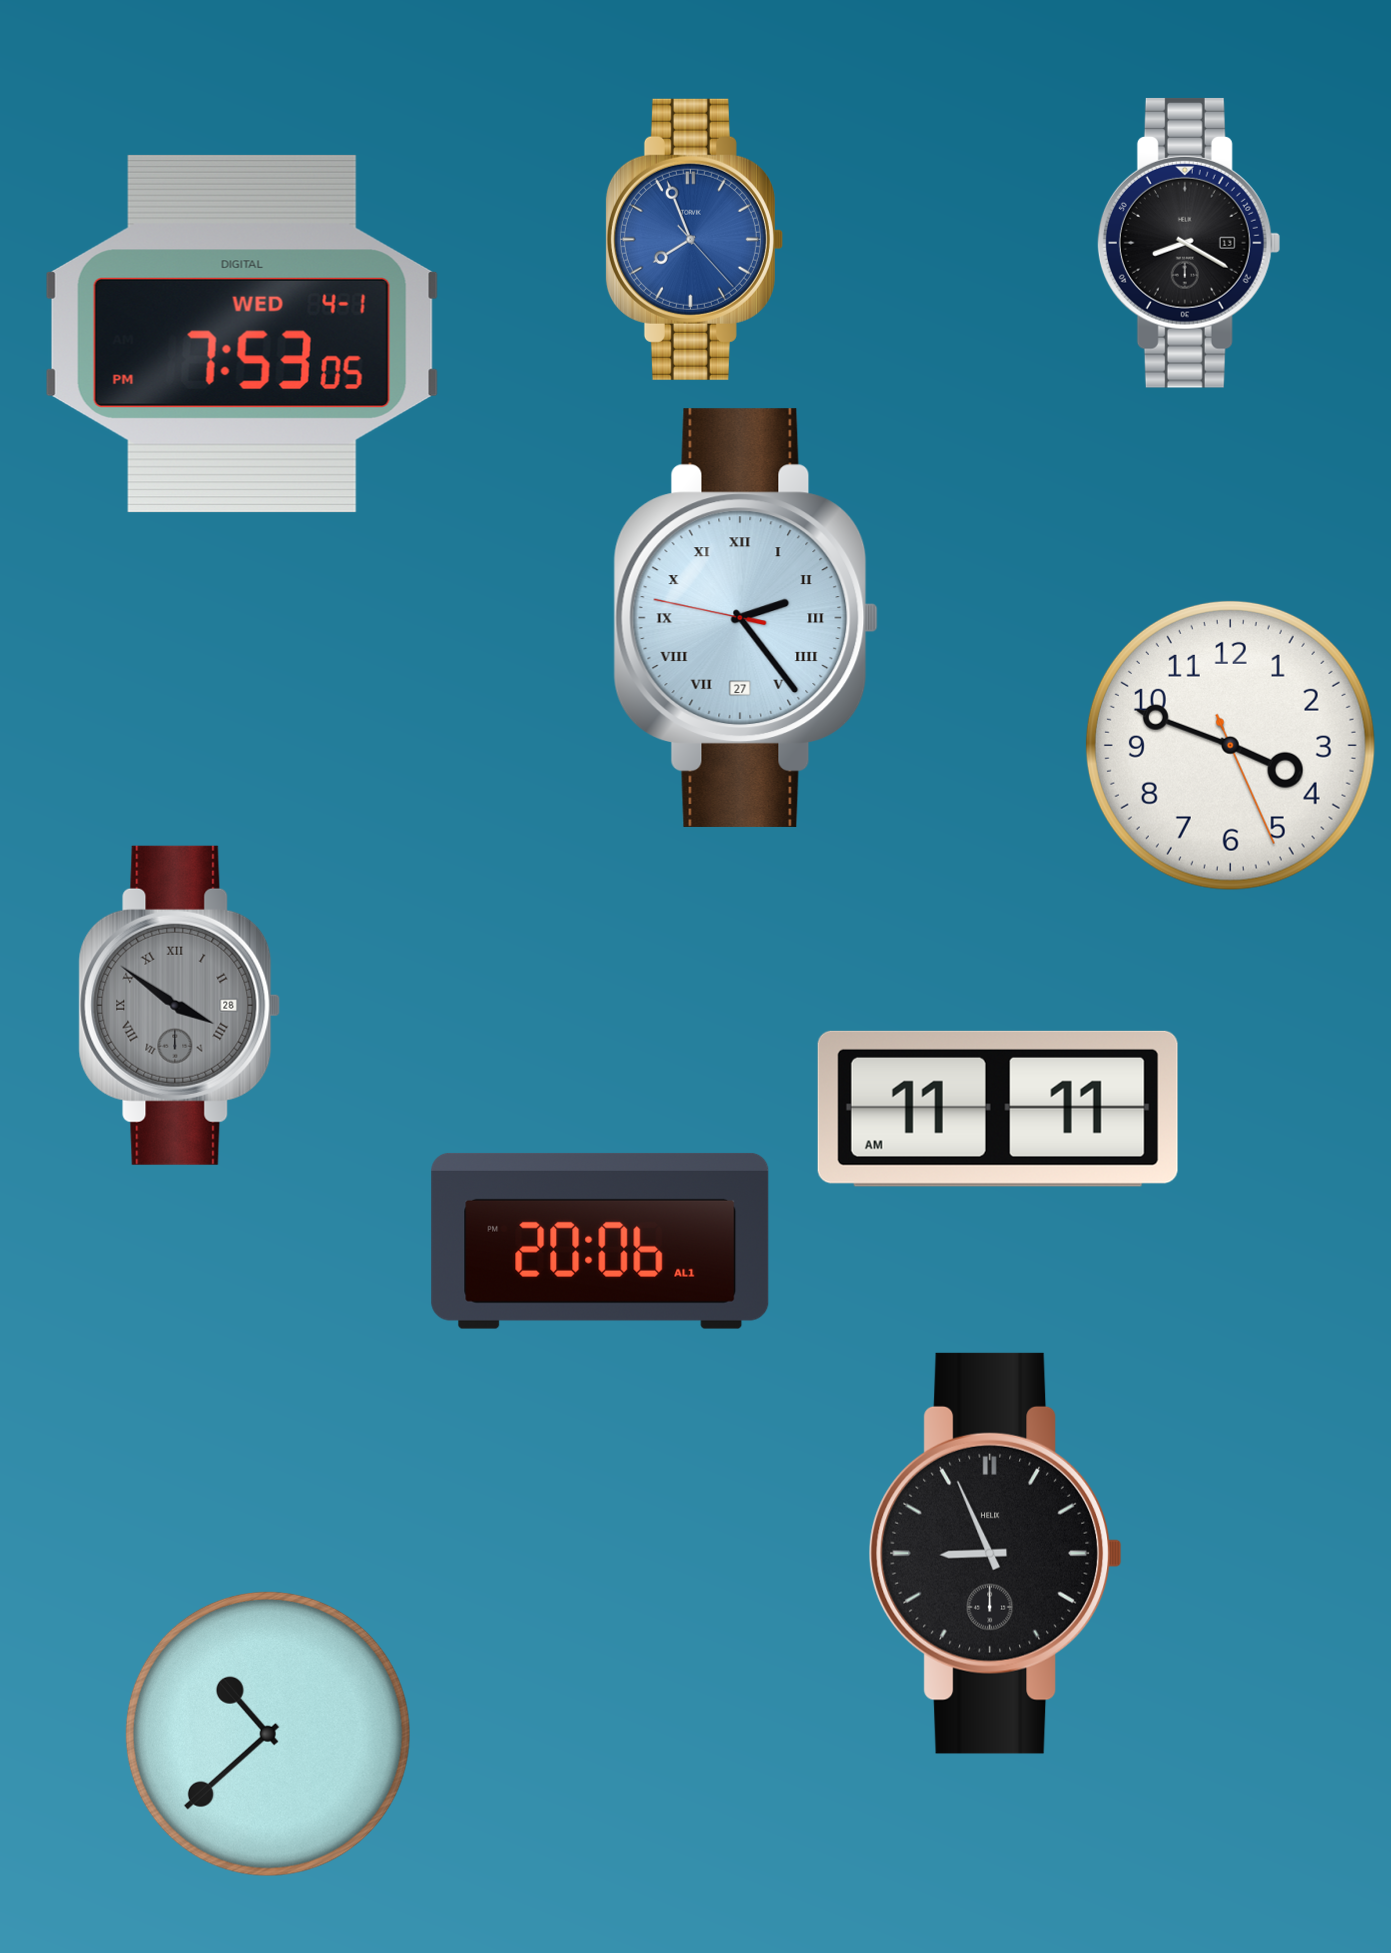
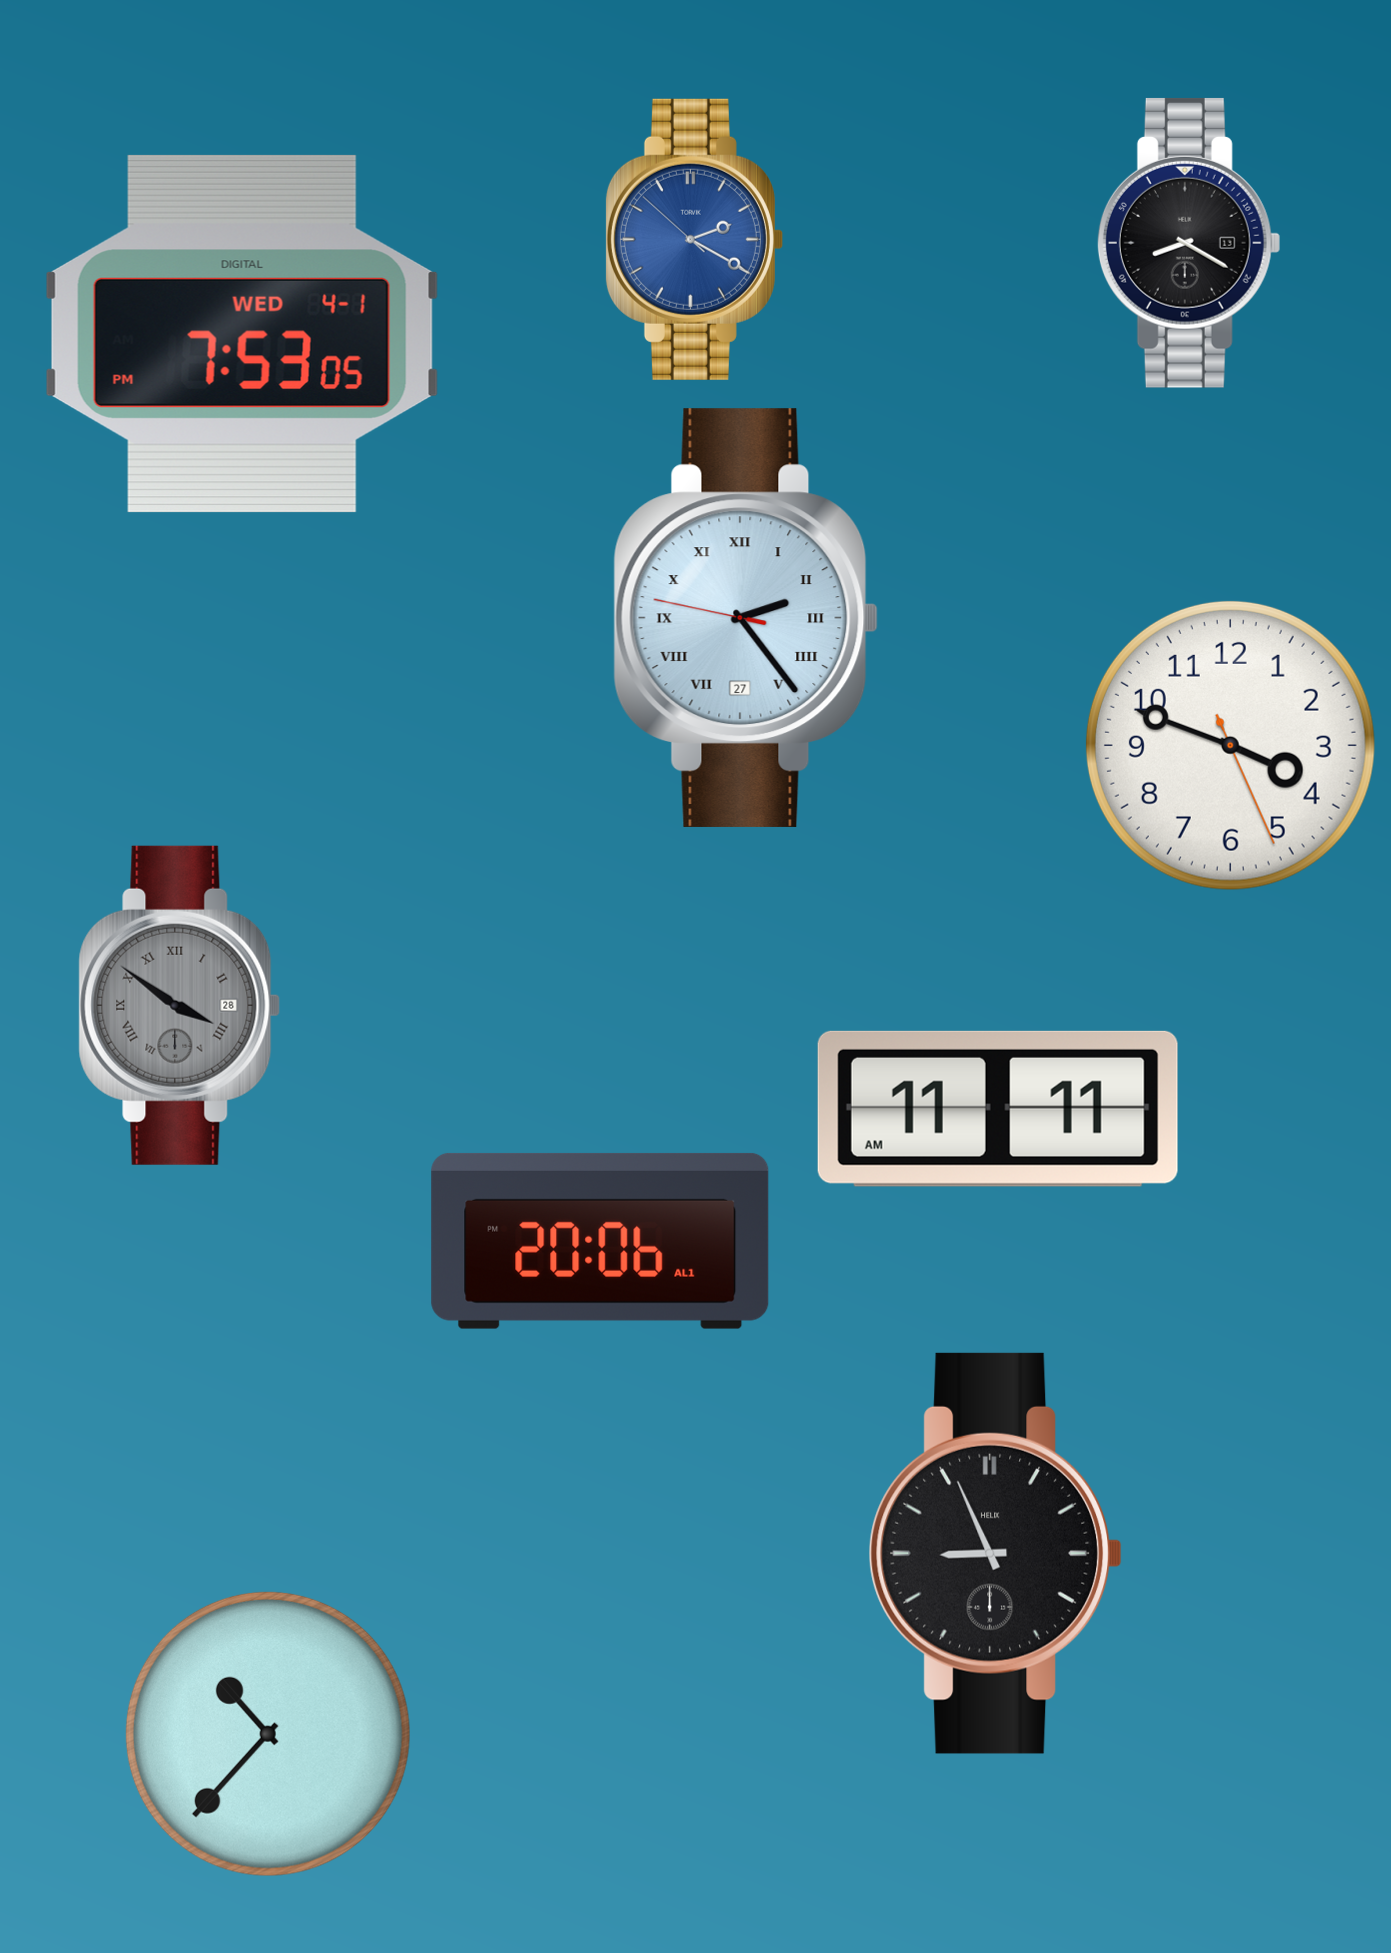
clock at (694, 239): 7:56 -> 2:19
clock at (268, 1734): 10:38 -> 10:37
